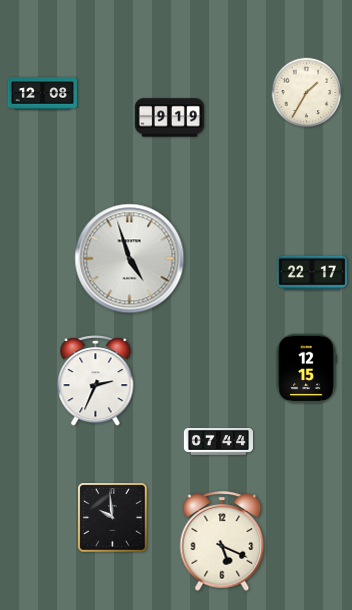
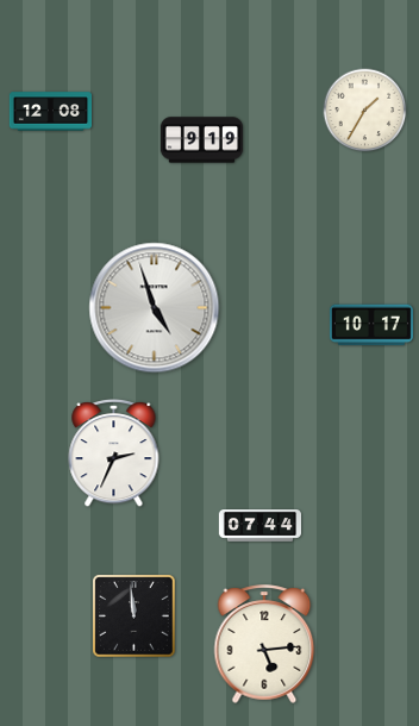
clock at (312, 273): 22:17 -> 10:17
clock at (306, 368): 12:15 -> none
clock at (113, 518): 9:59 -> 11:59
clock at (222, 541): 5:19 -> 5:14
